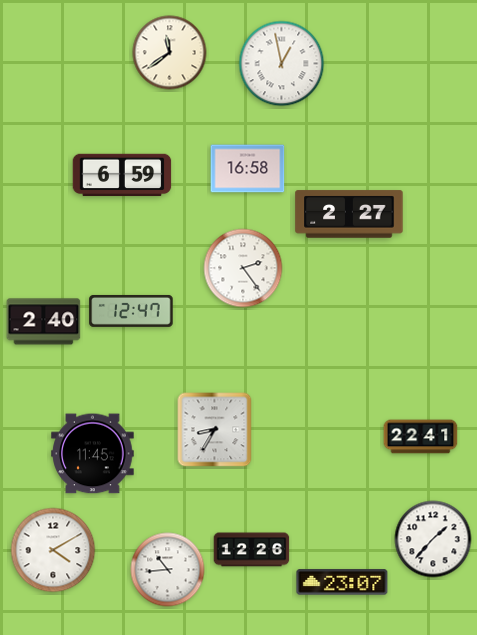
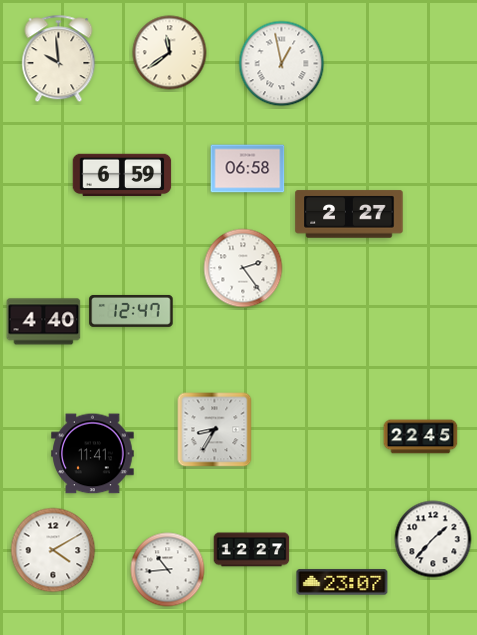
clock at (59, 59): none -> 9:59
clock at (248, 169): 16:58 -> 06:58
clock at (44, 322): 2:40 -> 4:40
clock at (421, 437): 22:41 -> 22:45
clock at (93, 454): 11:45 -> 11:41
clock at (252, 550): 12:26 -> 12:27
